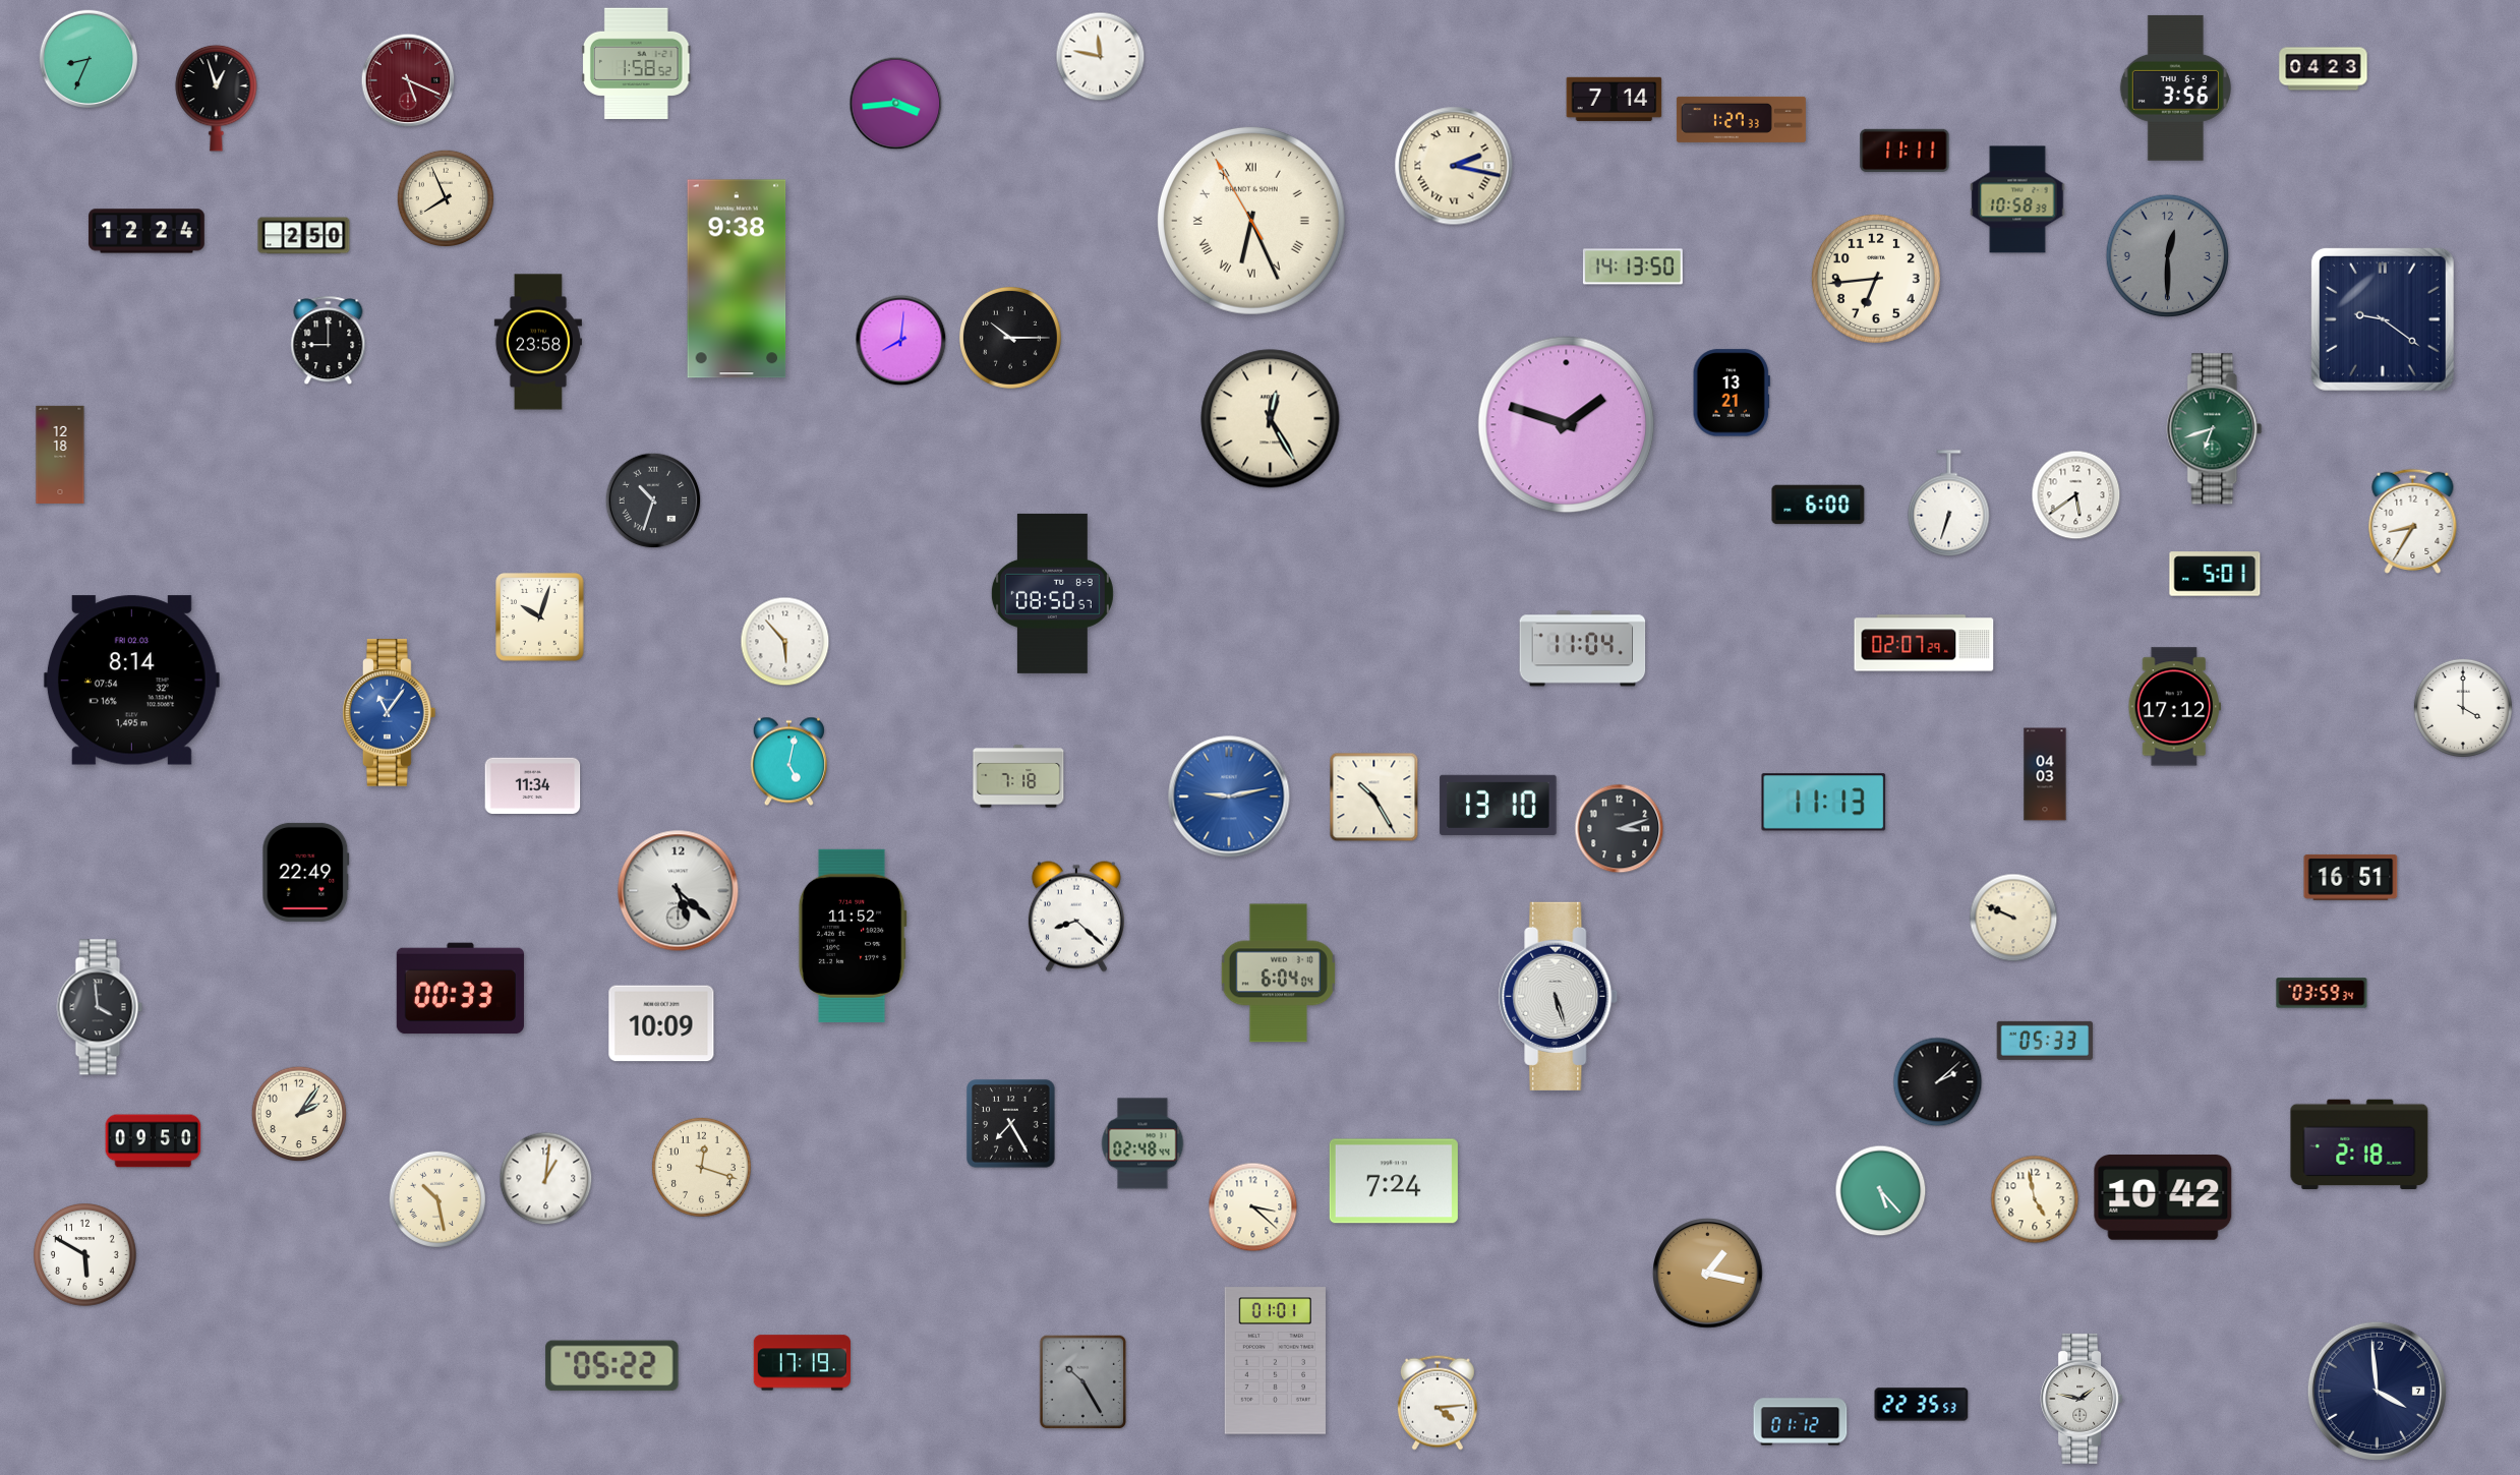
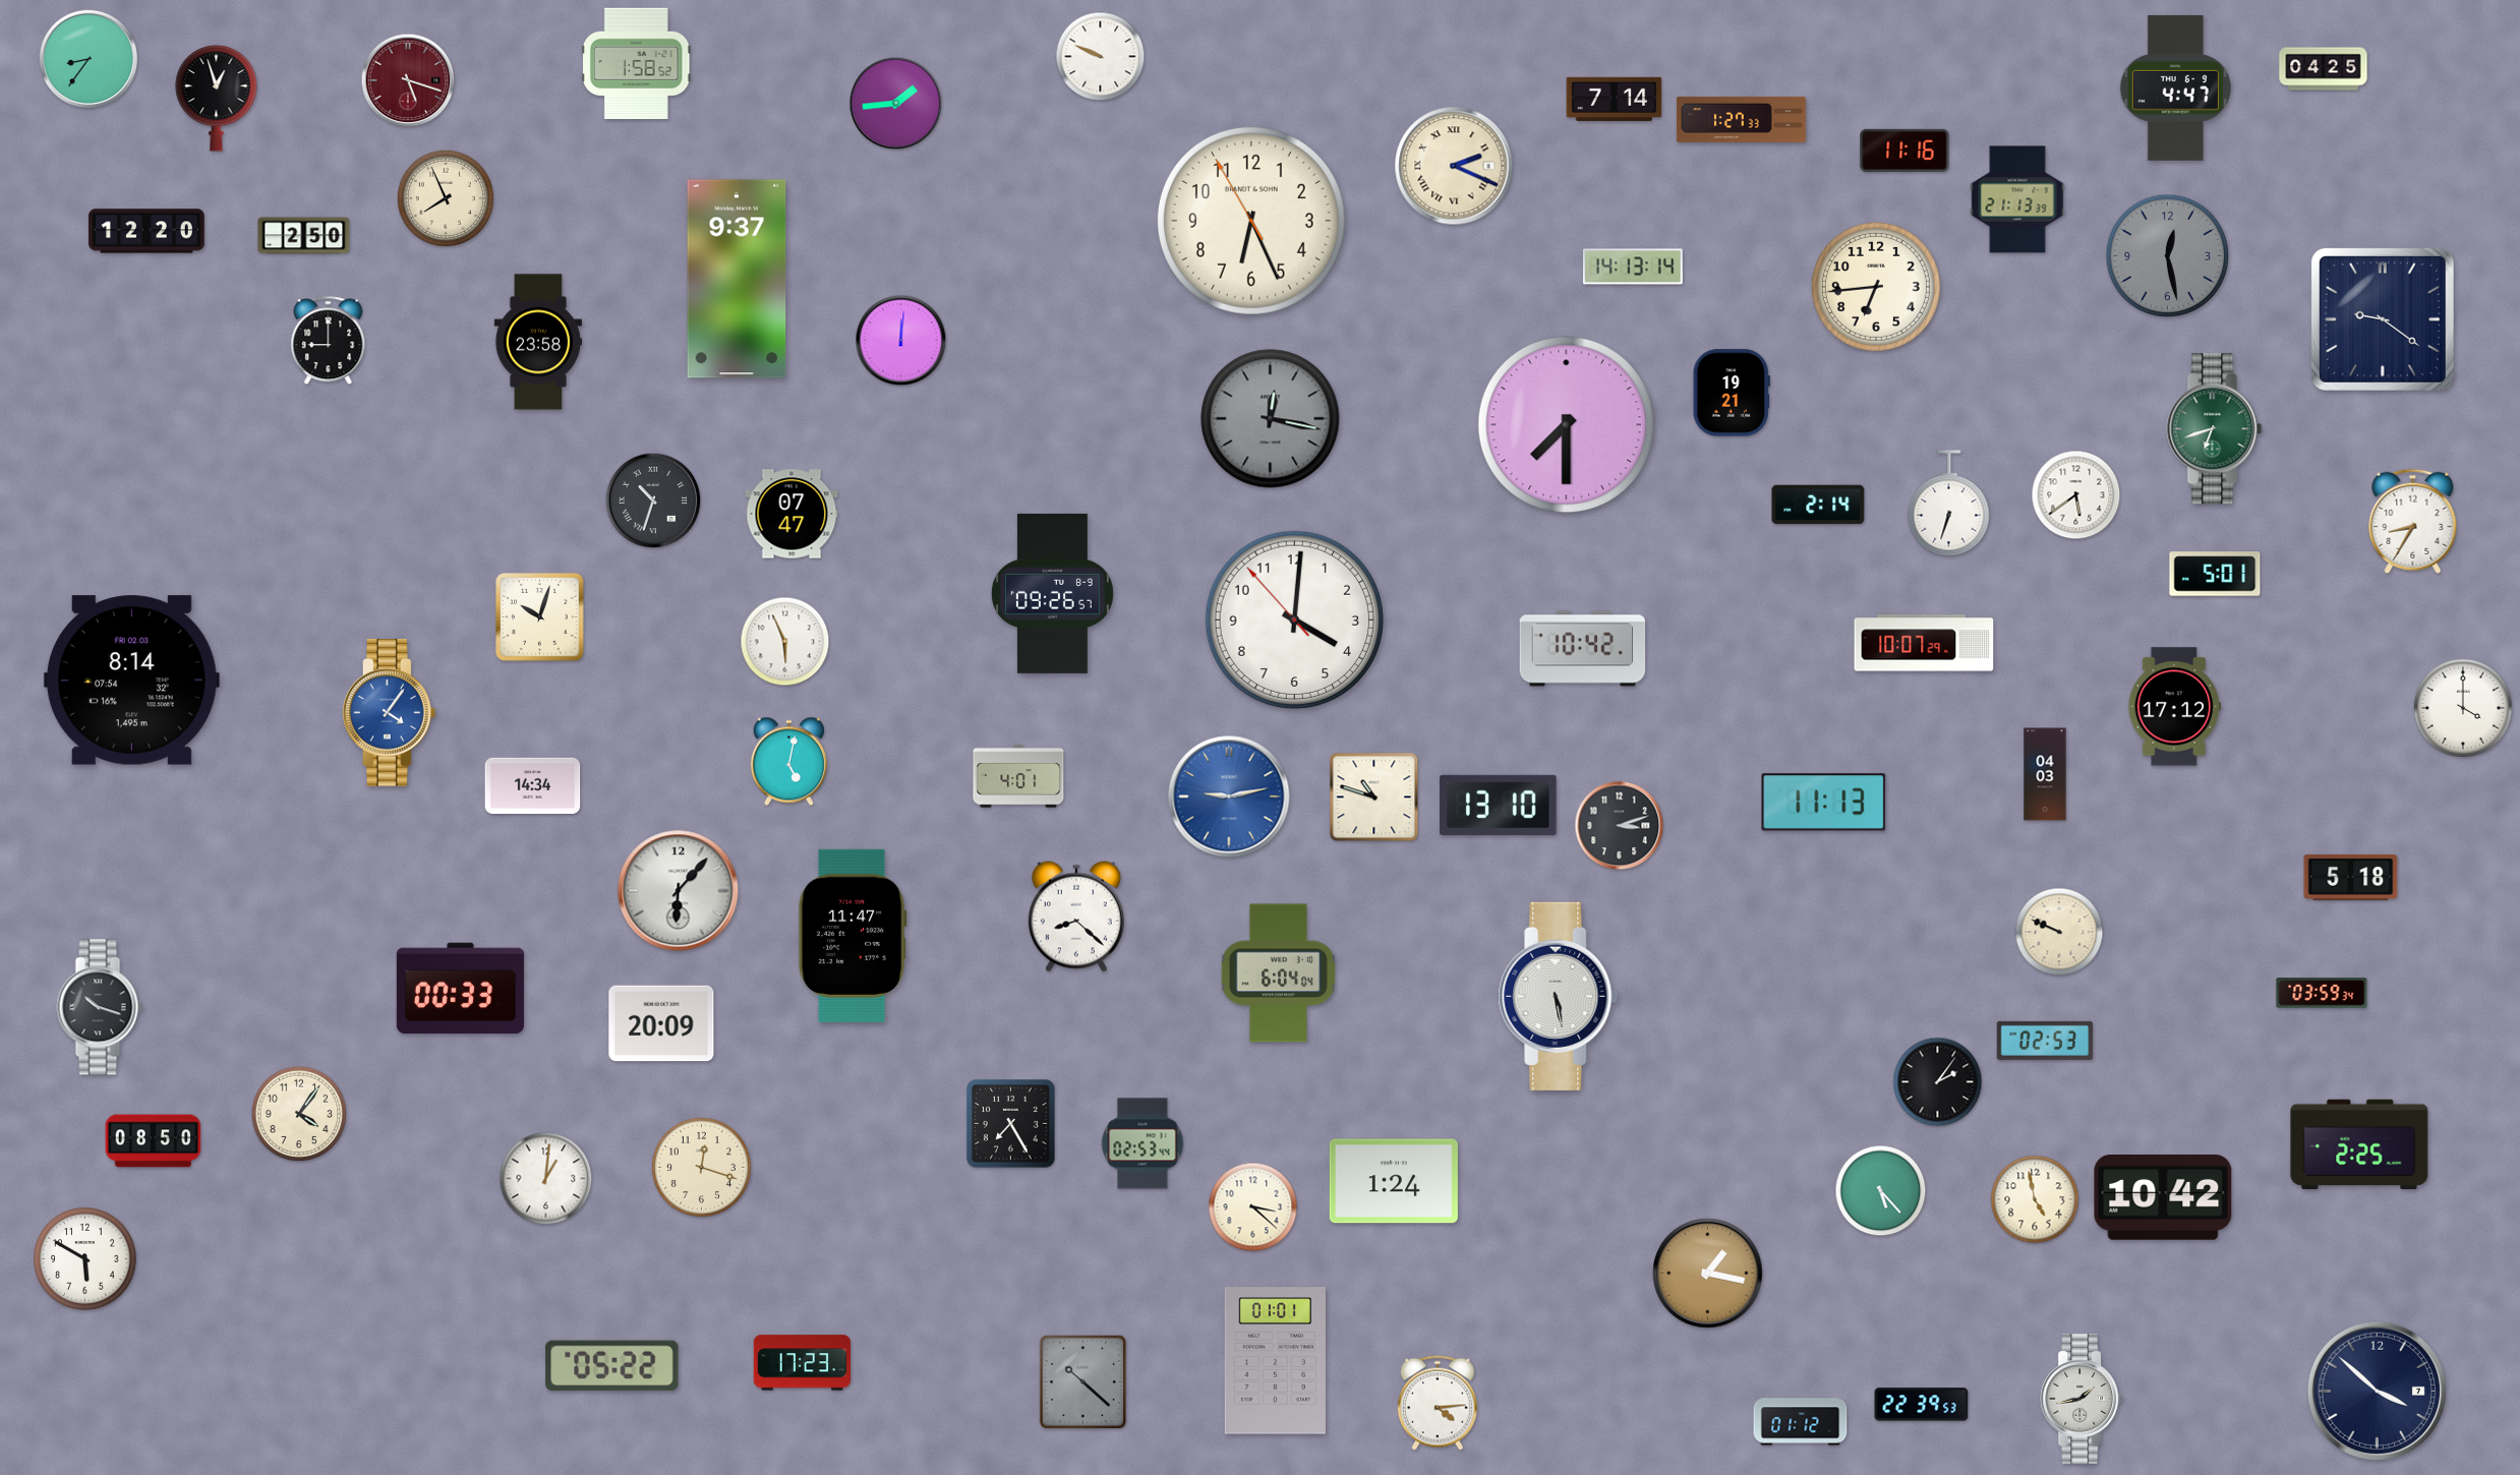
clock at (1101, 57): 11:47 -> 9:49
clock at (87, 58): 8:34 -> 8:36
clock at (2324, 69): 04:23 -> 04:25
clock at (408, 80): 5:19 -> 5:18
clock at (2175, 87): 3:56 -> 4:47
clock at (896, 104): 3:44 -> 1:44
clock at (1904, 151): 11:11 -> 11:16
clock at (1454, 166): 2:17 -> 2:19
clock at (2017, 199): 10:58 -> 21:13
clock at (1251, 221) numerals: Roman -> Arabic
clock at (146, 231): 12:24 -> 12:20
clock at (2168, 256): 12:30 -> 12:28
clock at (1633, 267): 14:13:50 -> 14:13:14
clock at (737, 279): 9:38 -> 9:37
clock at (1876, 279) position: (1876, 279) -> (1876, 287)
clock at (1011, 339): 10:15 -> none
clock at (901, 341): 8:01 -> 12:01
clock at (1732, 393): 13:21 -> 19:21
clock at (1271, 419): 12:25 -> 12:17
clock at (1271, 419) dial: cream -> grey
clock at (1567, 425): 1:48 -> 7:30
clock at (60, 455): 12:18 -> none
clock at (1818, 505): 6:00 -> 2:14
clock at (792, 514): none -> 07:47
clock at (1052, 593): 08:50 -> 09:26
clock at (1294, 619): none -> 4:00
clock at (785, 642): 5:53 -> 5:56
clock at (1924, 643): 02:07 -> 10:07
clock at (1583, 649): 11:04 -> 10:42
clock at (390, 713): 11:06 -> 4:06
clock at (1018, 776): 7:18 -> 4:01
clock at (533, 786): 11:34 -> 14:34
clock at (1374, 798): 10:25 -> 10:48
clock at (1620, 829) position: (1620, 829) -> (1620, 826)
clock at (306, 872): 22:49 -> none
clock at (2351, 877): 16:51 -> 5:18
clock at (679, 891): 5:22 -> 6:07
clock at (2013, 918) position: (2013, 918) -> (2059, 932)
clock at (853, 936): 11:52 -> 11:47
clock at (1559, 996): 5:27 -> 5:28
clock at (100, 1007): 3:59 -> 10:18
clock at (661, 1023): 10:09 -> 20:09
clock at (2045, 1041): 05:33 -> 02:53
clock at (1938, 1082): 2:08 -> 2:06
clock at (299, 1114): 2:06 -> 4:06
clock at (154, 1141): 09:50 -> 08:50
clock at (1142, 1143): 02:48 -> 02:53
clock at (2359, 1144): 2:18 -> 2:25
clock at (1394, 1181): 7:24 -> 1:24
clock at (436, 1198): 10:28 -> none
clock at (85, 1255) position: (85, 1255) -> (85, 1259)
clock at (802, 1363): 17:19 -> 17:23
clock at (1083, 1382): 10:25 -> 10:22
clock at (2377, 1391): 3:59 -> 3:52
clock at (2082, 1399): 1:47 -> 1:43
clock at (1922, 1405): 22:35 -> 22:39
